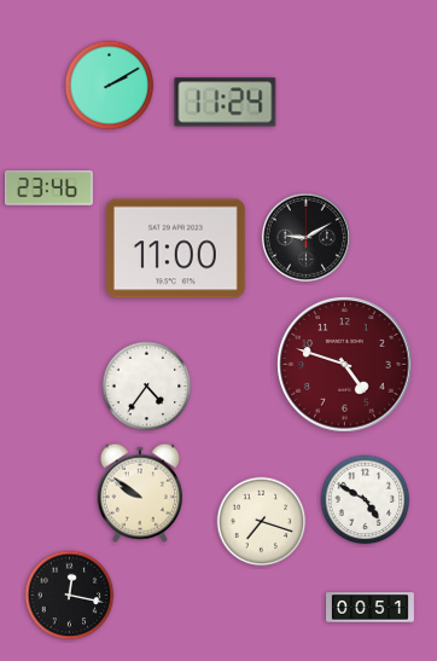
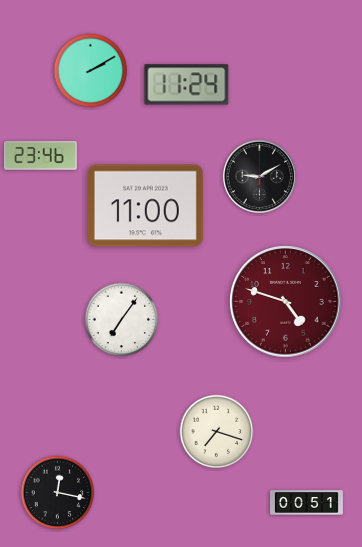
clock at (305, 237) position: (305, 237) -> (259, 176)
clock at (147, 387): 4:36 -> 7:06
clock at (140, 493): 9:51 -> none
clock at (366, 500): 4:50 -> none
